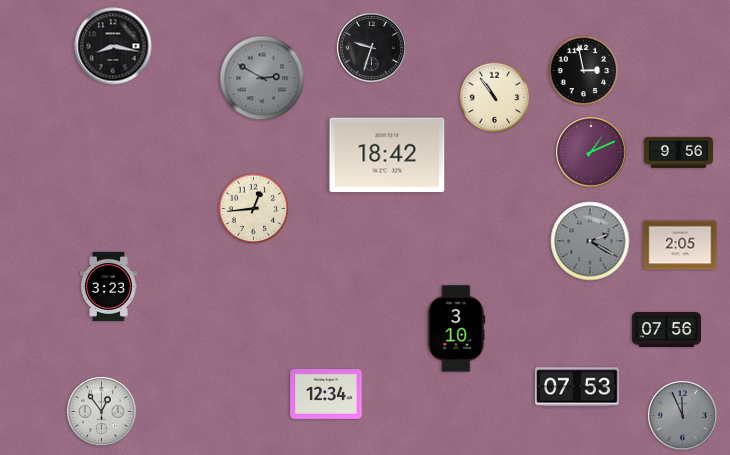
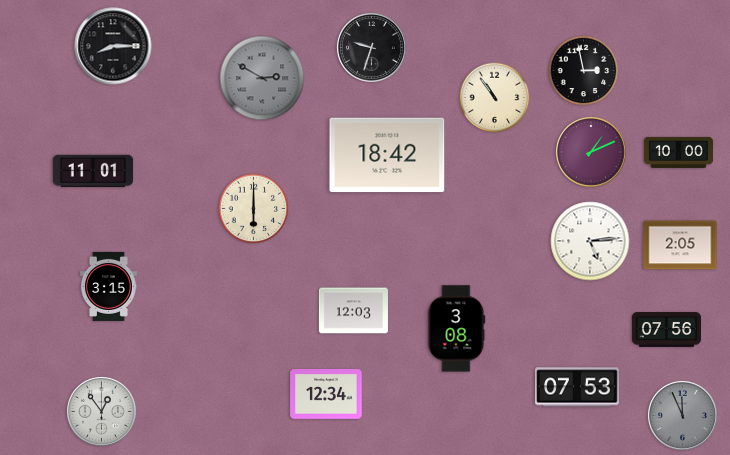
clock at (113, 46): 8:17 -> 8:15
clock at (678, 152): 9:56 -> 10:00
clock at (93, 171): none -> 11:01
clock at (254, 209): 12:44 -> 6:00
clock at (590, 241): 2:20 -> 5:14
clock at (590, 241) dial: grey -> white
clock at (108, 286): 3:23 -> 3:15
clock at (353, 311): none -> 12:03
clock at (456, 329): 3:10 -> 3:08
